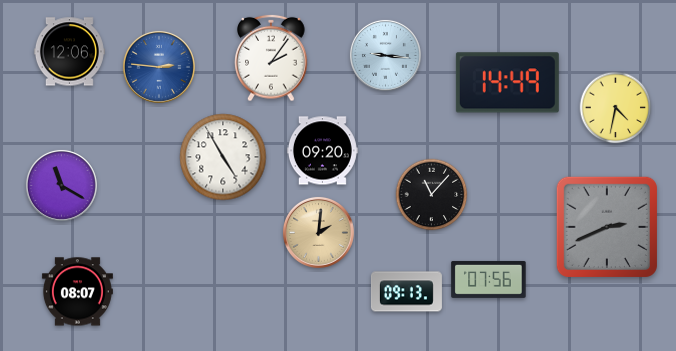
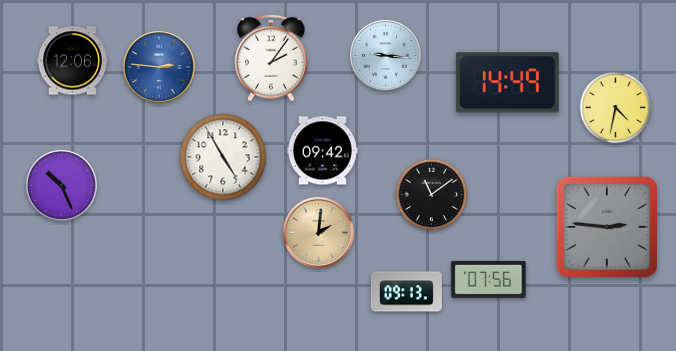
clock at (69, 52) position: (69, 52) -> (72, 61)
clock at (322, 151): 09:20 -> 09:42
clock at (61, 185): 11:20 -> 10:26
clock at (432, 195): 11:07 -> 11:09
clock at (607, 227): 2:41 -> 2:46
clock at (77, 292): 08:07 -> none
